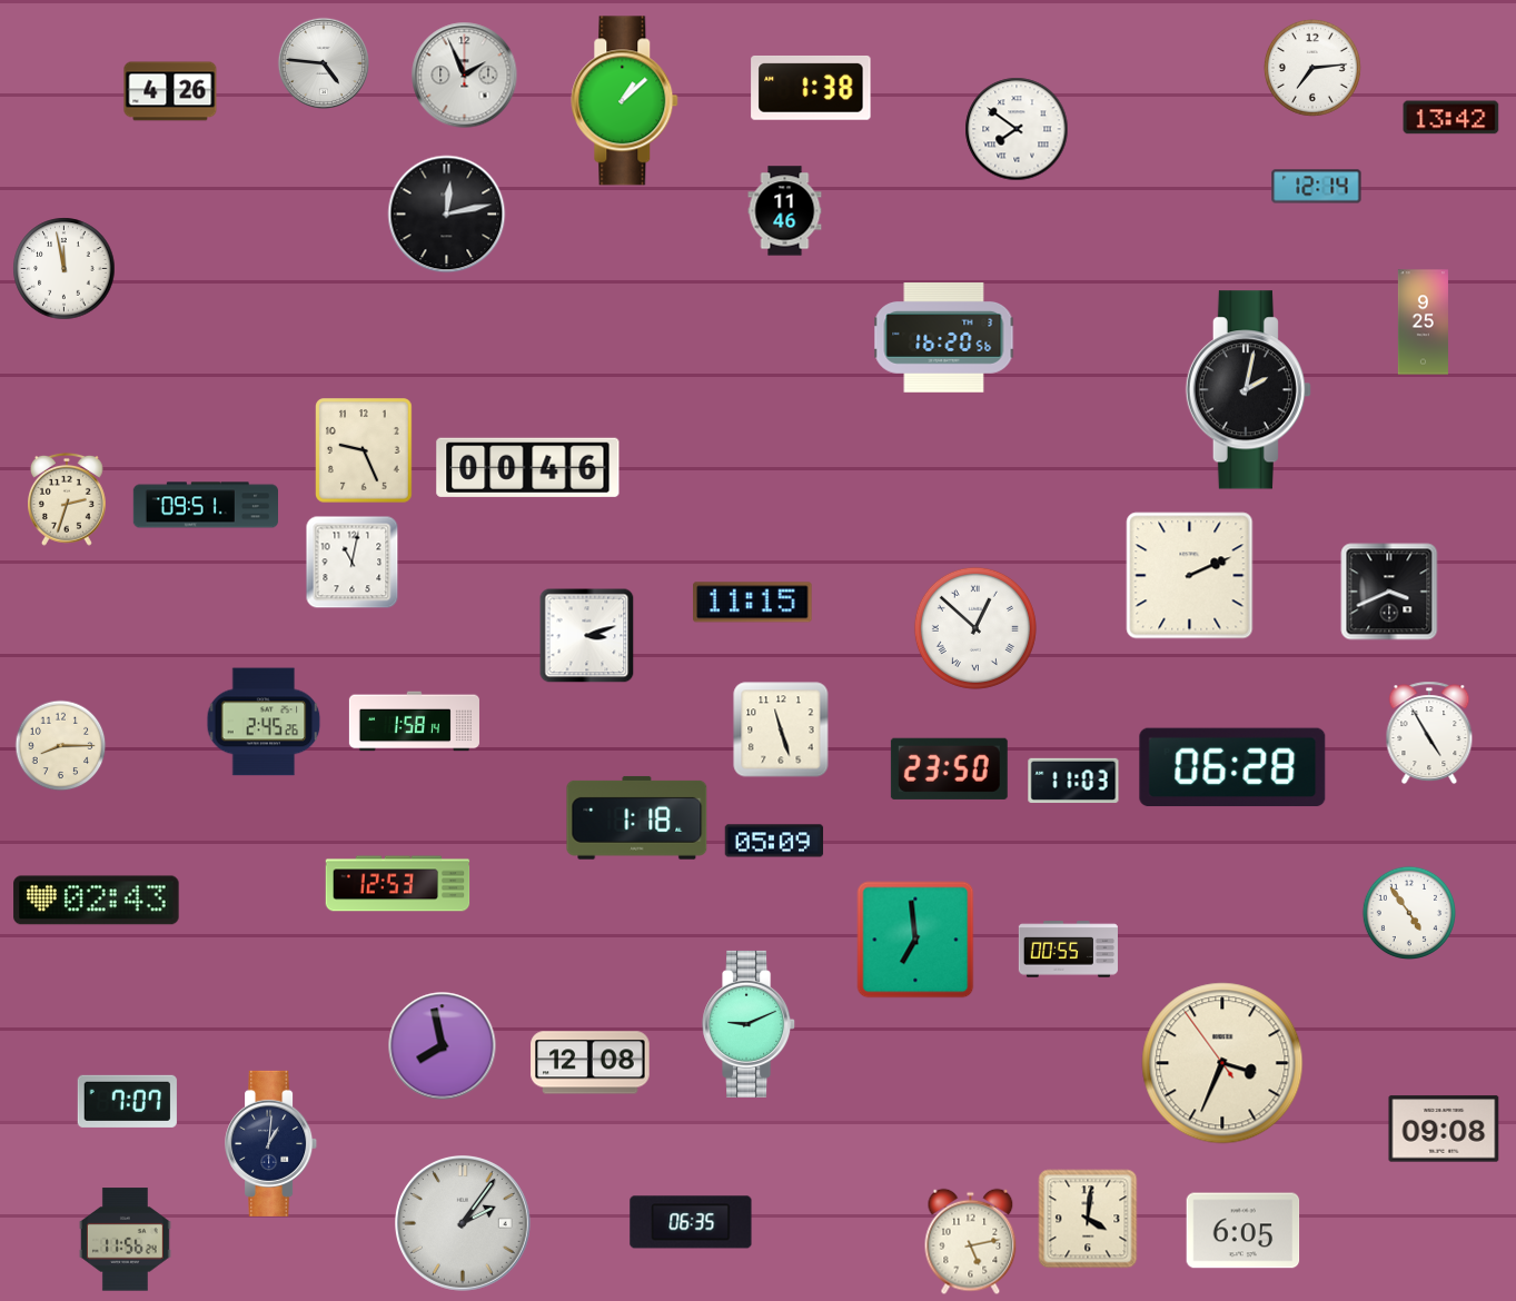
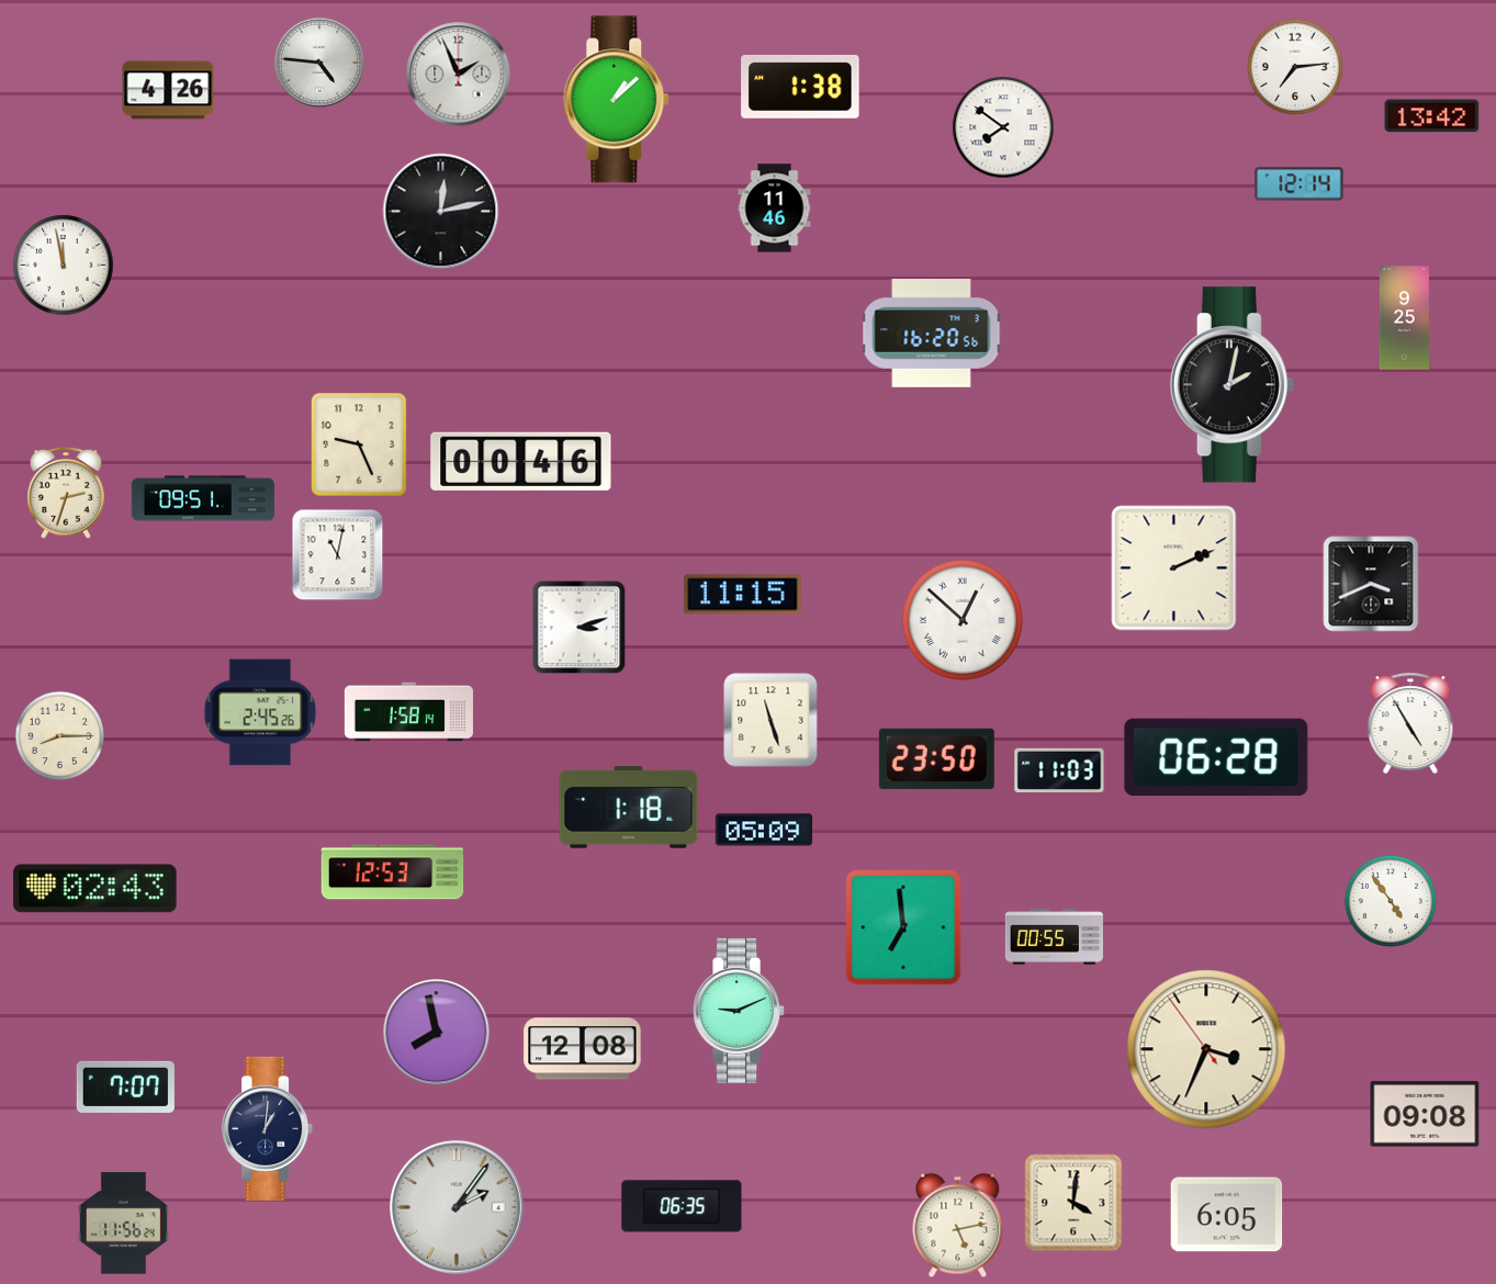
clock at (353, 563) position: (353, 563) -> (338, 555)
